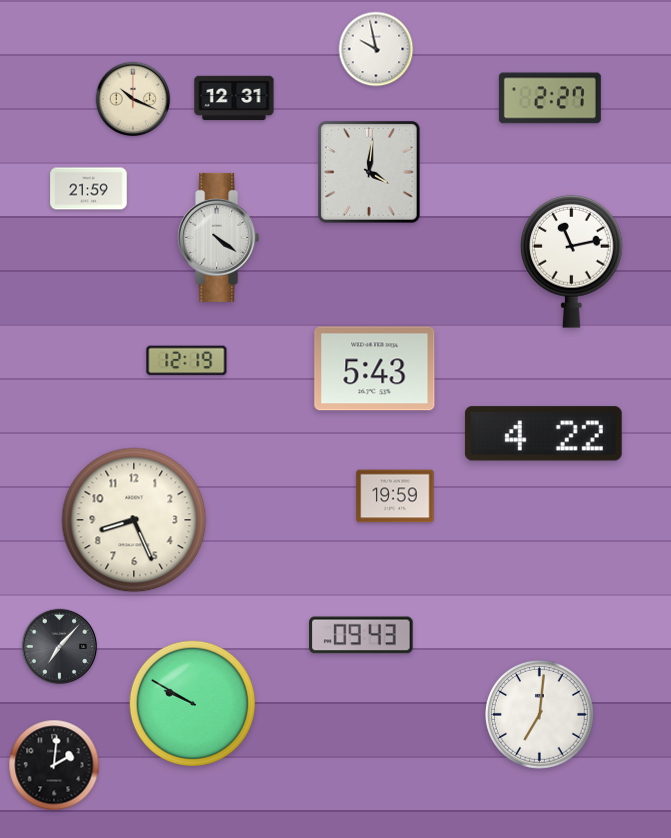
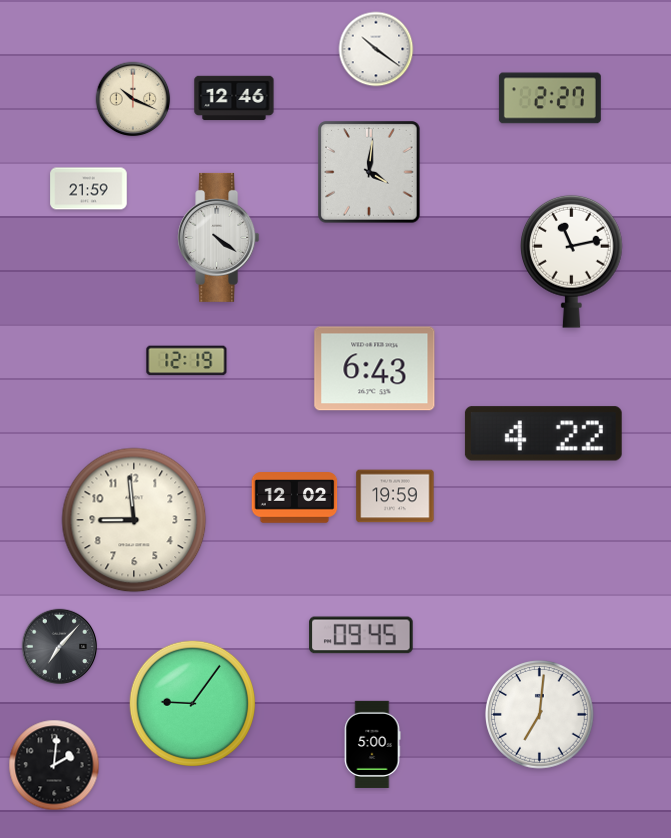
clock at (376, 49): 9:58 -> 10:21
clock at (234, 98): 12:31 -> 12:46
clock at (375, 369): 5:43 -> 6:43
clock at (295, 498): none -> 12:02
clock at (134, 520): 8:26 -> 8:59
clock at (361, 635): 09:43 -> 09:45
clock at (192, 703): 9:50 -> 9:06
clock at (372, 744): none -> 5:00
